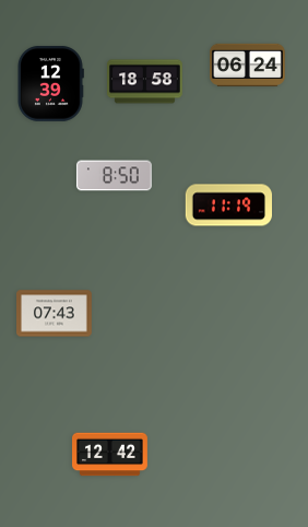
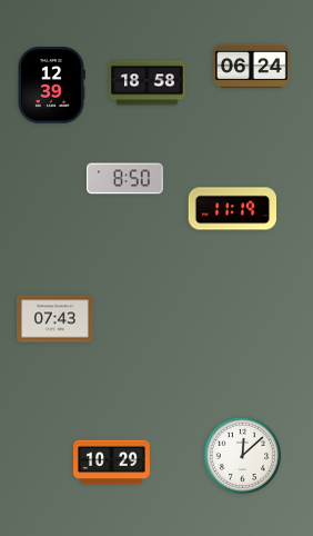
clock at (114, 176) position: (114, 176) -> (124, 179)
clock at (242, 455): none -> 12:08
clock at (110, 455): 12:42 -> 10:29
